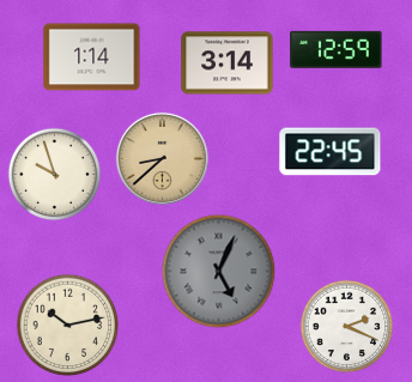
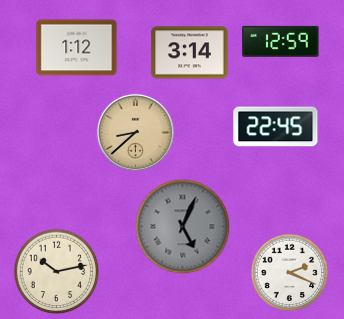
clock at (92, 57): 1:14 -> 1:12
clock at (54, 174): 9:57 -> none
